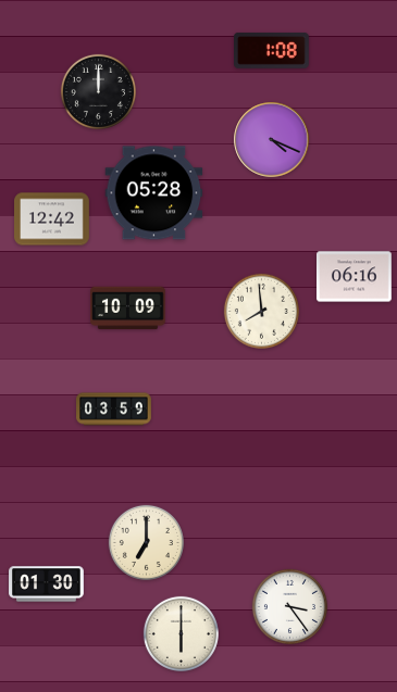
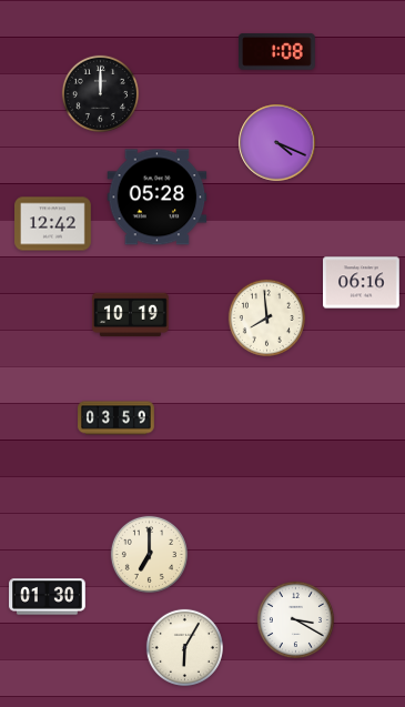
clock at (128, 309): 10:09 -> 10:19
clock at (289, 606): 3:24 -> 3:20
clock at (181, 633): 6:00 -> 6:05
